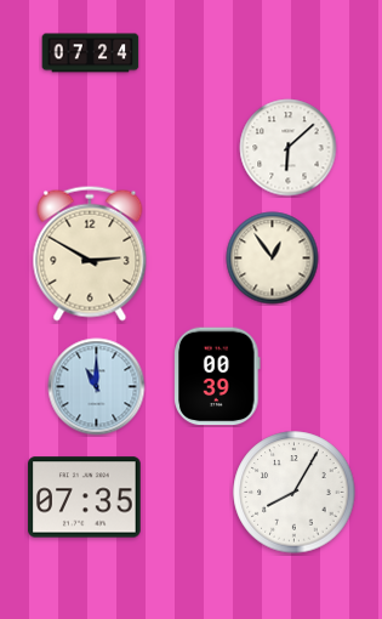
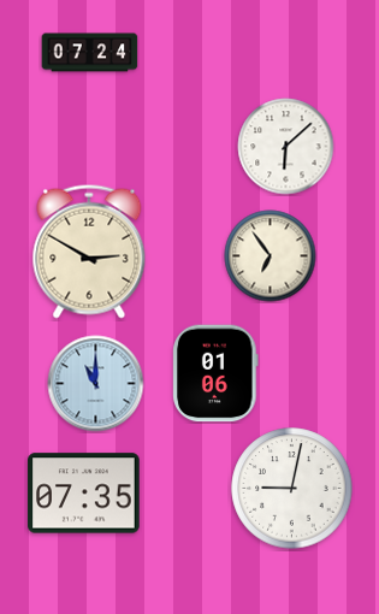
clock at (273, 259): 12:54 -> 6:54
clock at (217, 376): 00:39 -> 01:06
clock at (295, 493): 8:05 -> 9:02
